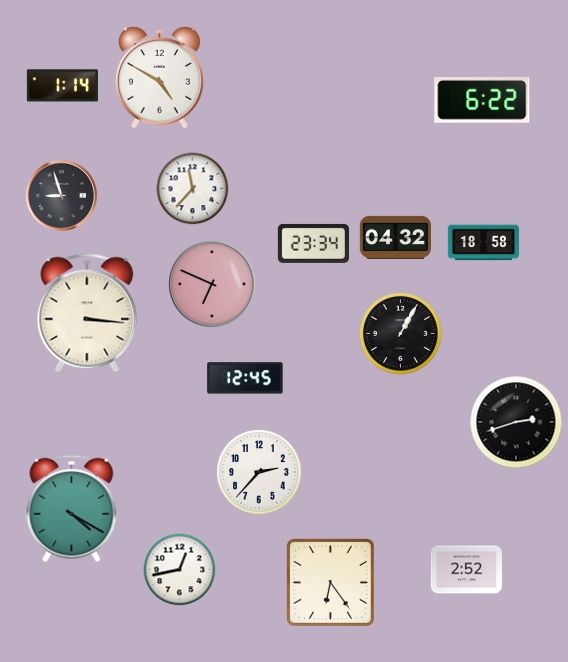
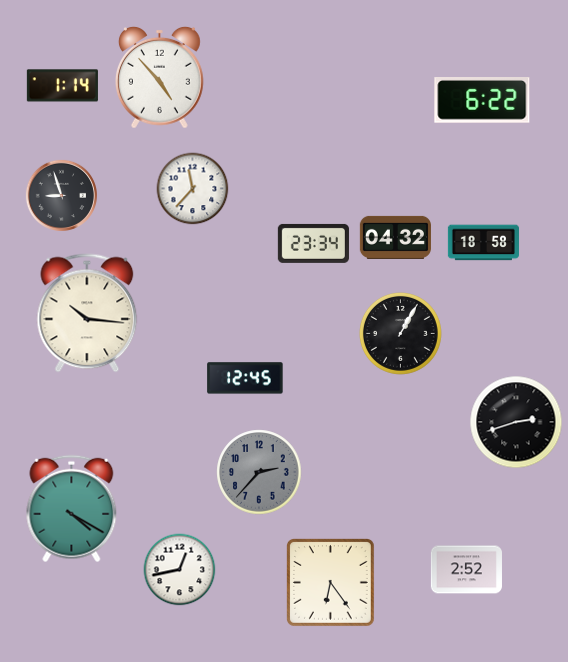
clock at (159, 77): 4:50 -> 4:53
clock at (212, 284): 6:49 -> none
clock at (87, 313): 3:16 -> 10:16
clock at (259, 472) dial: white -> grey
